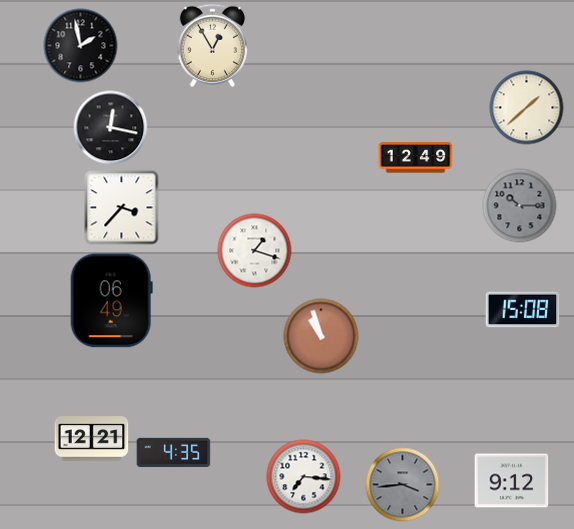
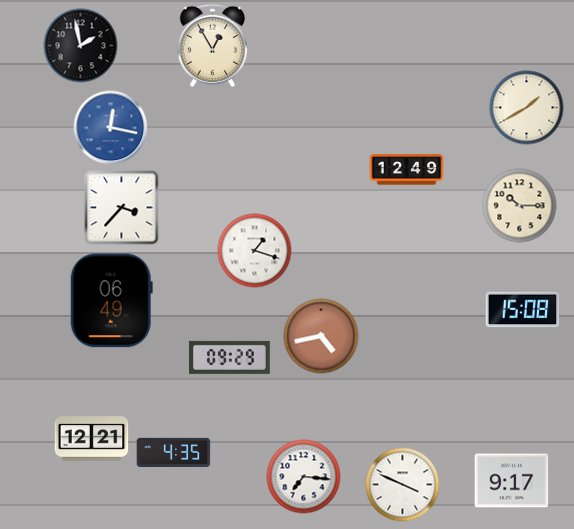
clock at (527, 108): 1:38 -> 1:40
clock at (111, 128) dial: black -> blue
clock at (416, 158) position: (416, 158) -> (407, 170)
clock at (520, 206) dial: grey -> cream
clock at (321, 336): 10:57 -> 4:43
clock at (230, 357): none -> 09:29
clock at (512, 481): 9:12 -> 9:17
clock at (403, 485): 3:44 -> 3:49
clock at (403, 485) dial: grey -> white
